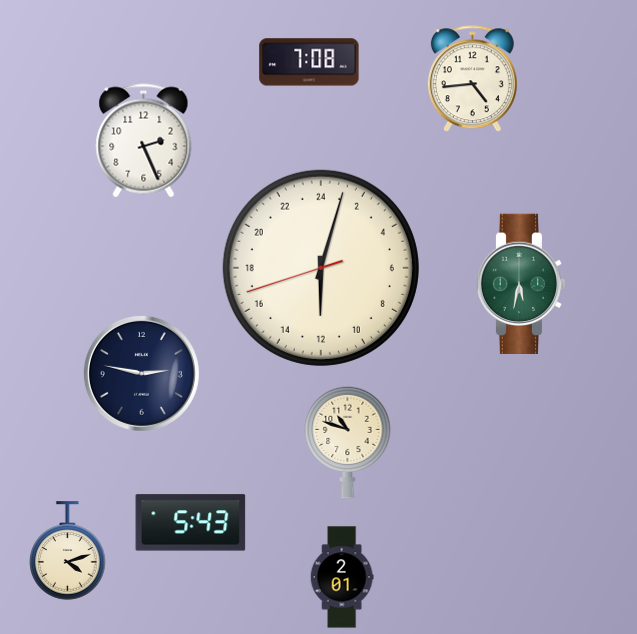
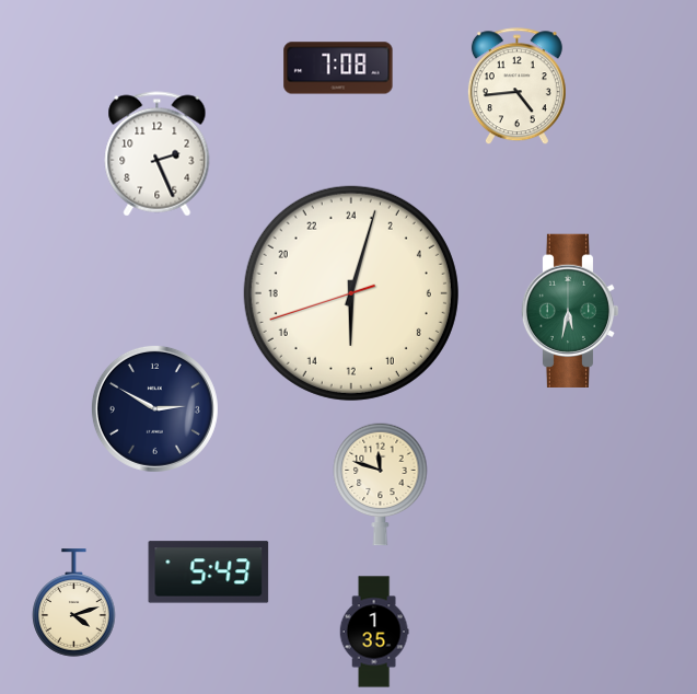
clock at (141, 373): 2:47 -> 2:50
clock at (348, 442): 10:48 -> 11:48
clock at (342, 577): 2:01 -> 1:35
